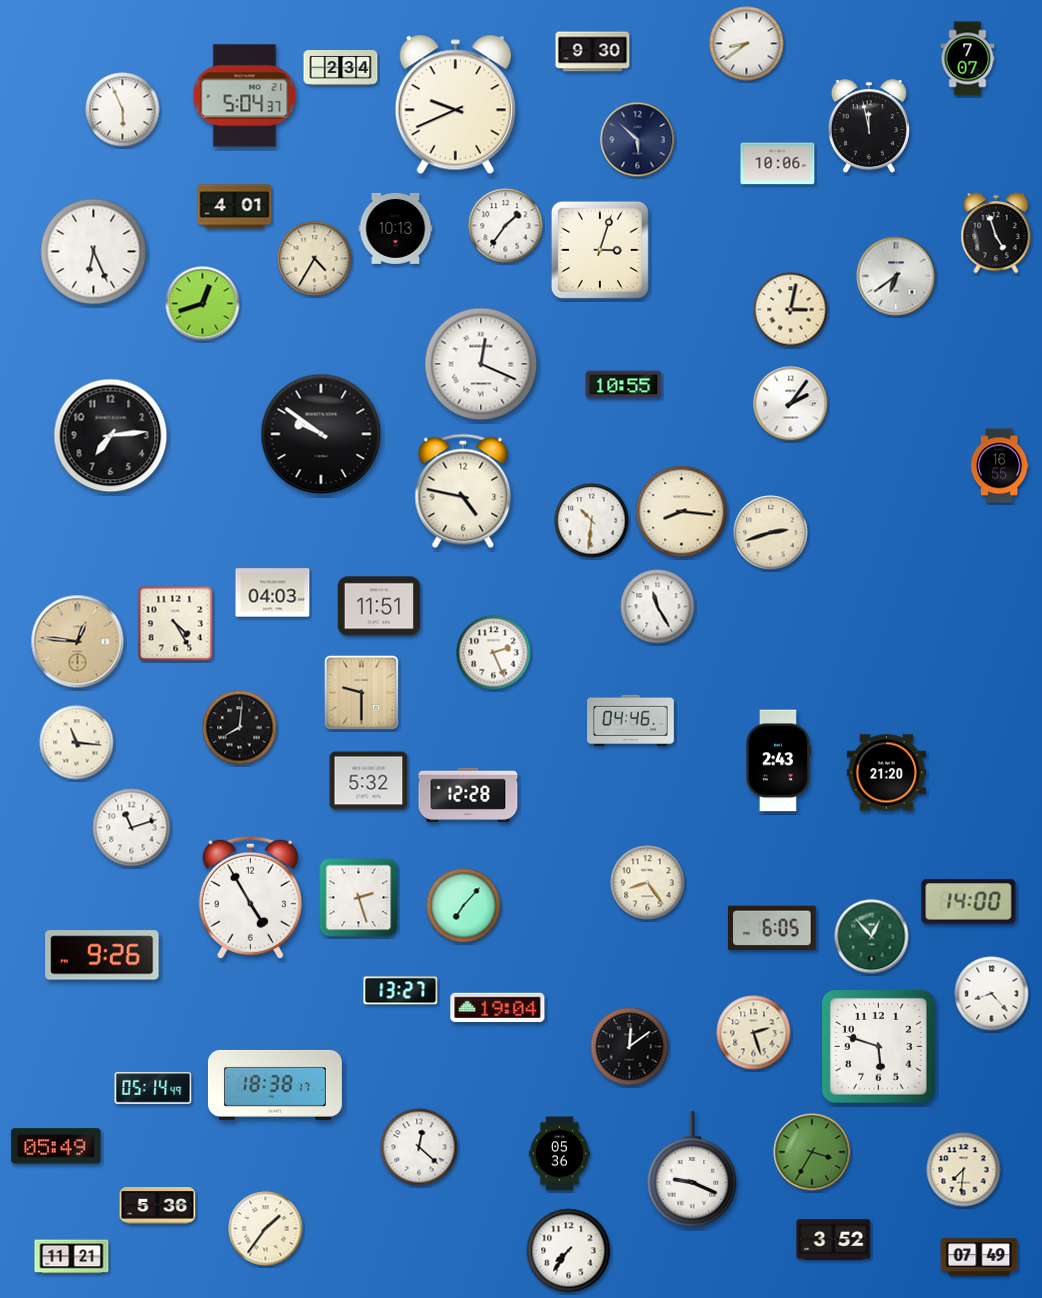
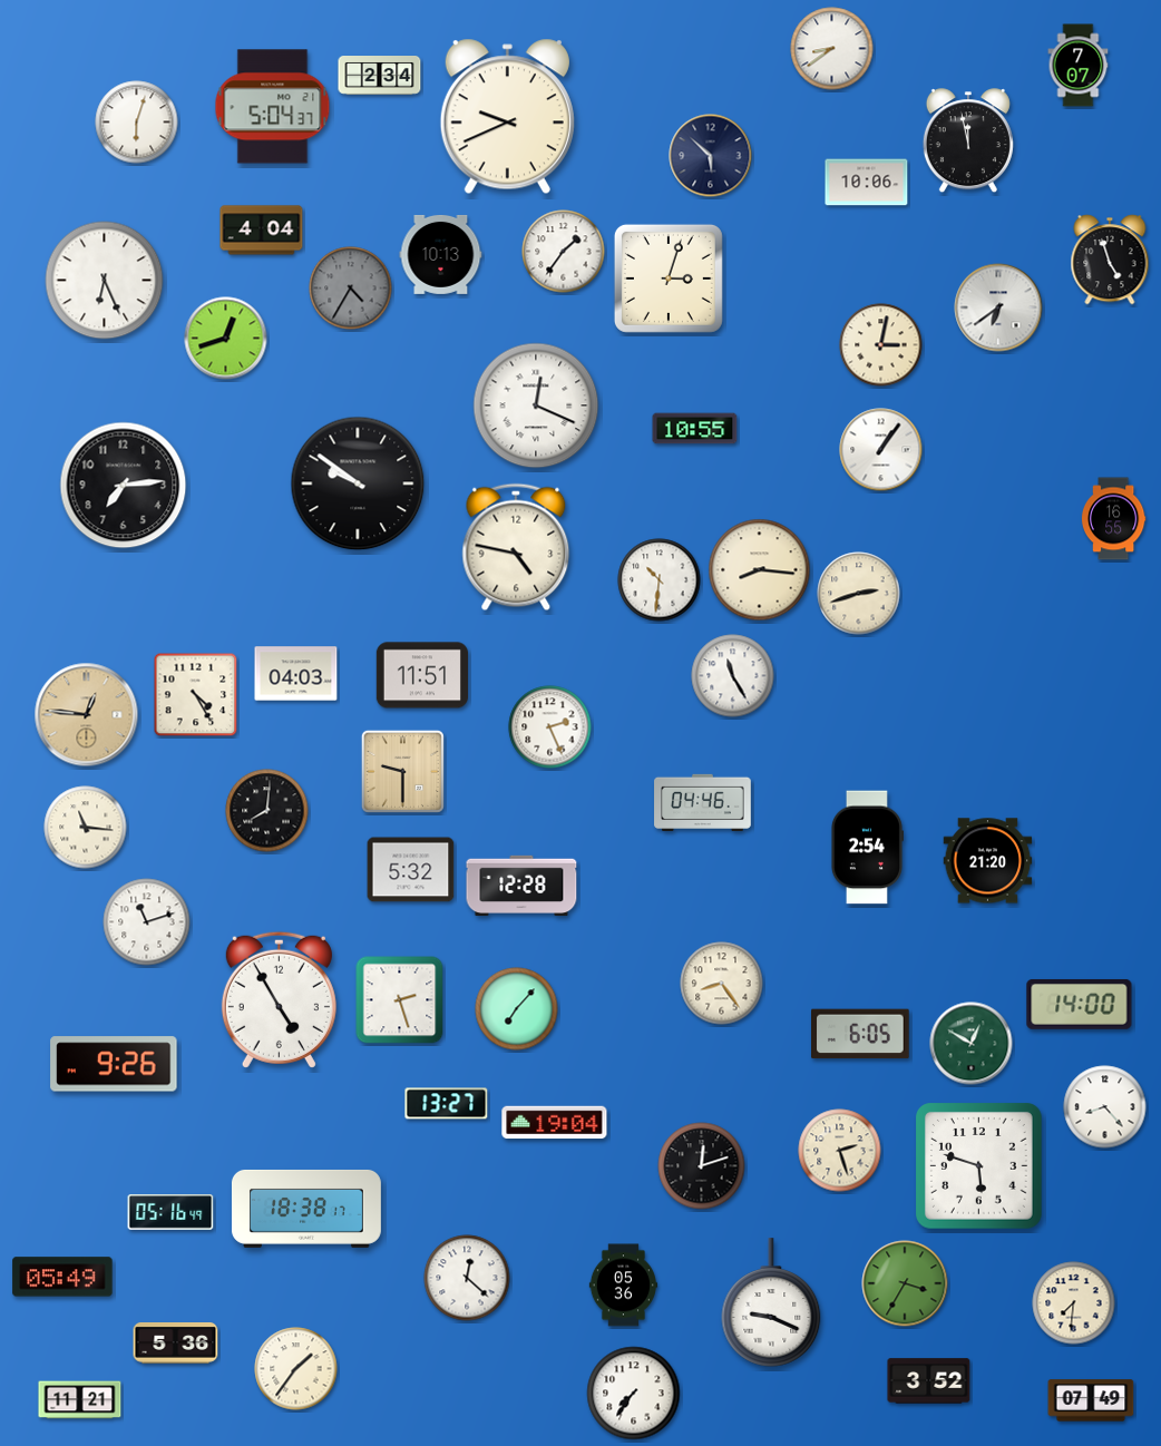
clock at (593, 52): 9:30 -> none
clock at (123, 110): 5:56 -> 6:03
clock at (235, 207): 4:01 -> 4:04
clock at (315, 259) dial: cream -> grey
clock at (791, 404): 2:06 -> 1:06
clock at (273, 593) position: (273, 593) -> (296, 674)
clock at (778, 761): 2:43 -> 2:54
clock at (872, 937): 12:53 -> 12:50
clock at (630, 1047): 12:09 -> 12:12
clock at (153, 1088): 05:14 -> 05:16
